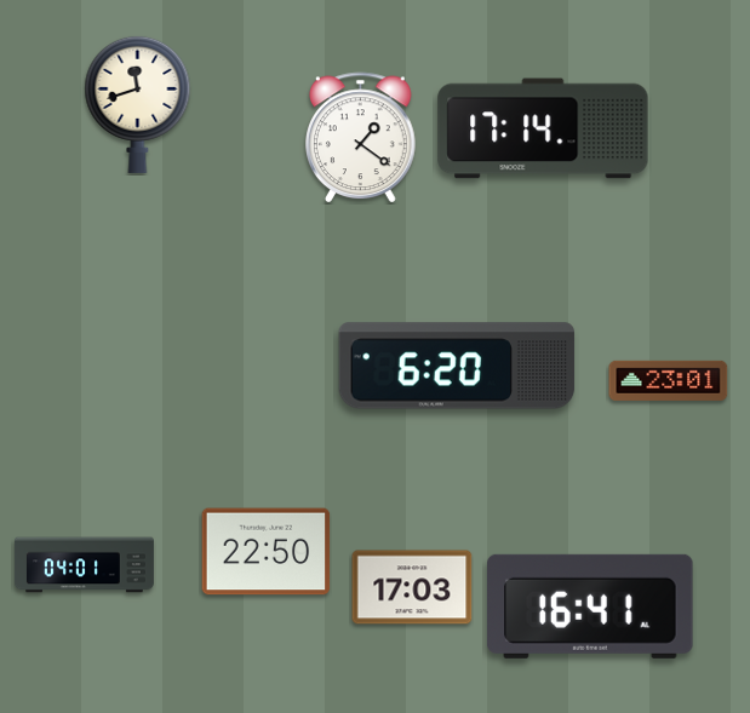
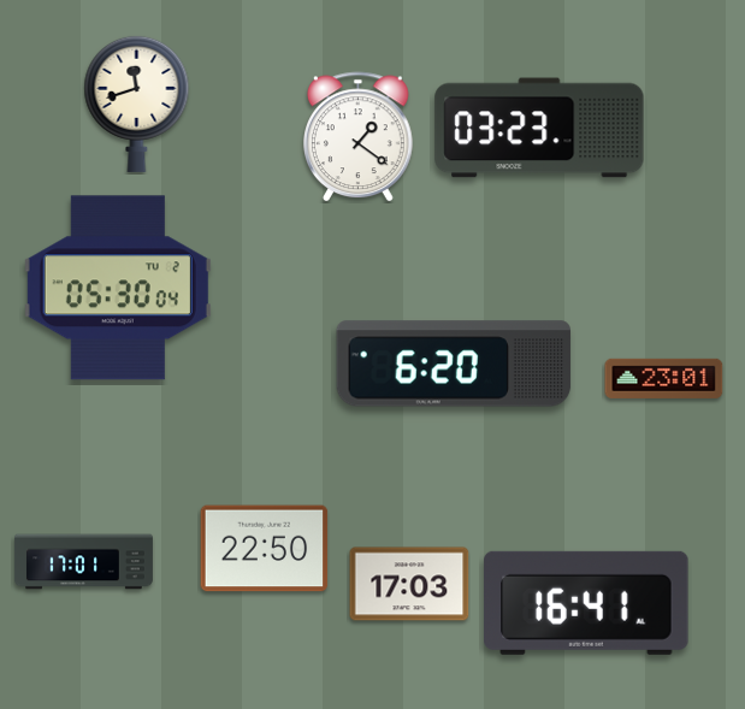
clock at (543, 128): 17:14 -> 03:23
clock at (118, 288): none -> 05:30
clock at (84, 565): 04:01 -> 17:01
